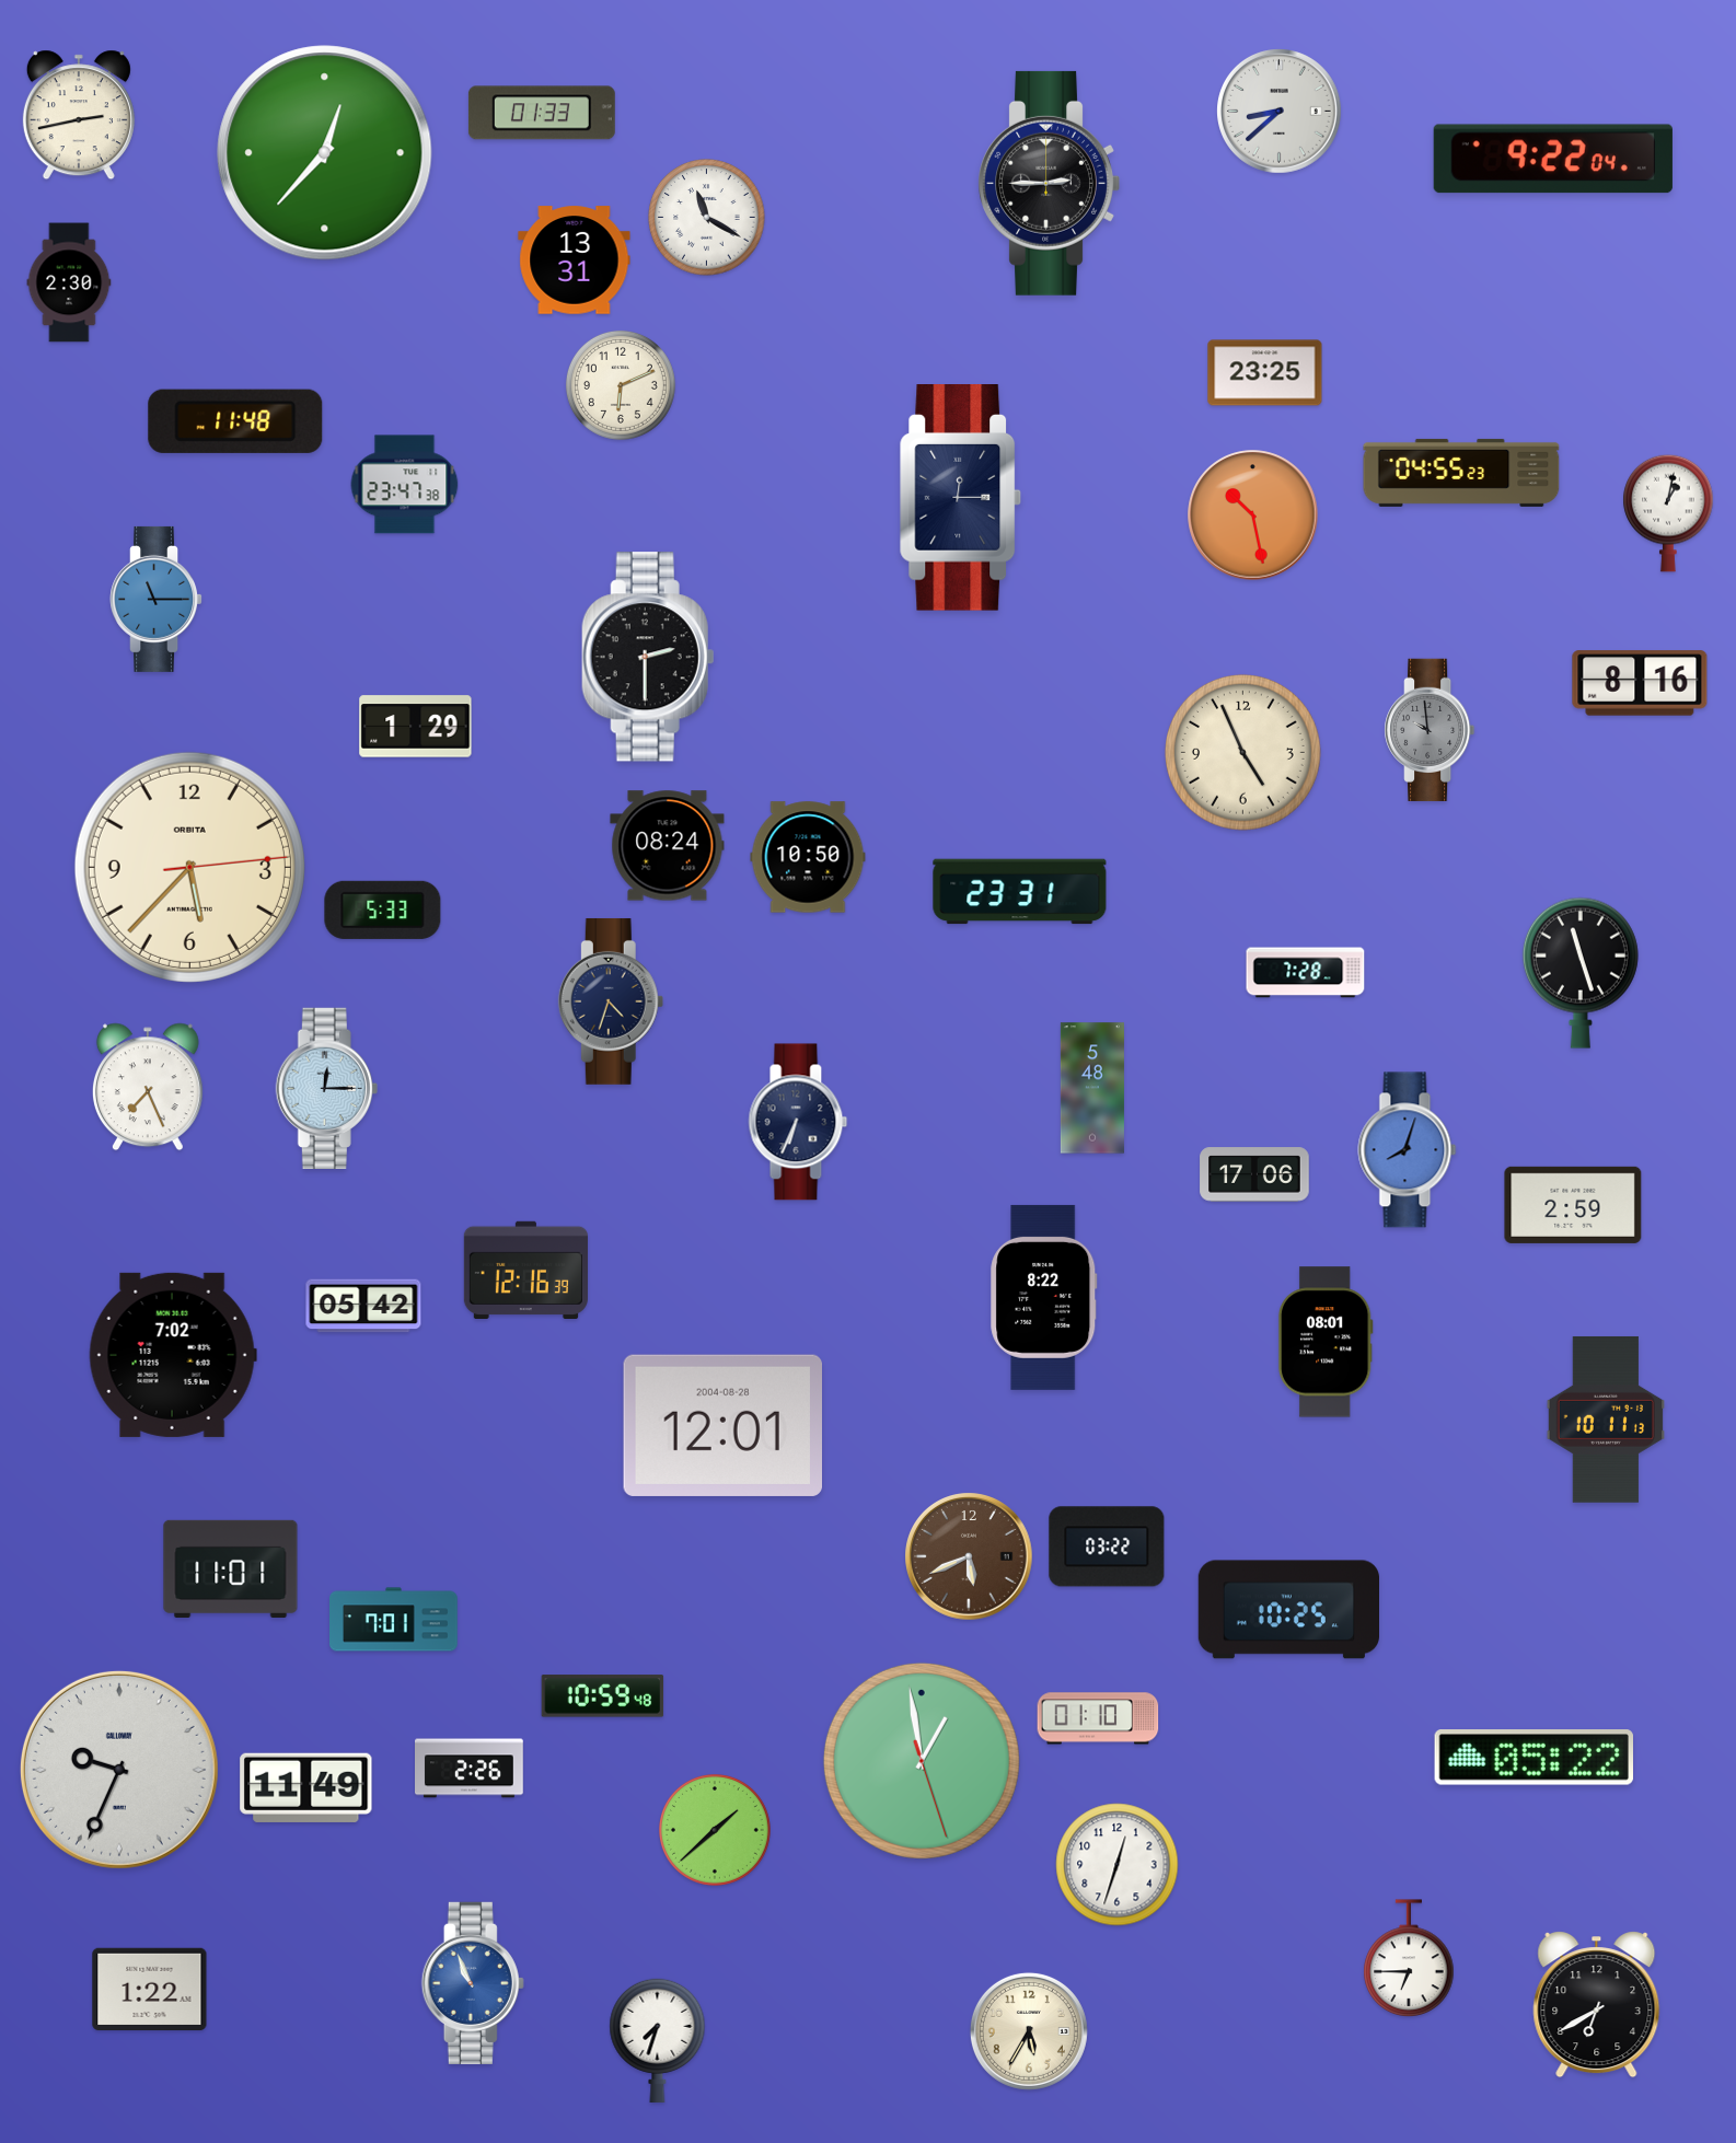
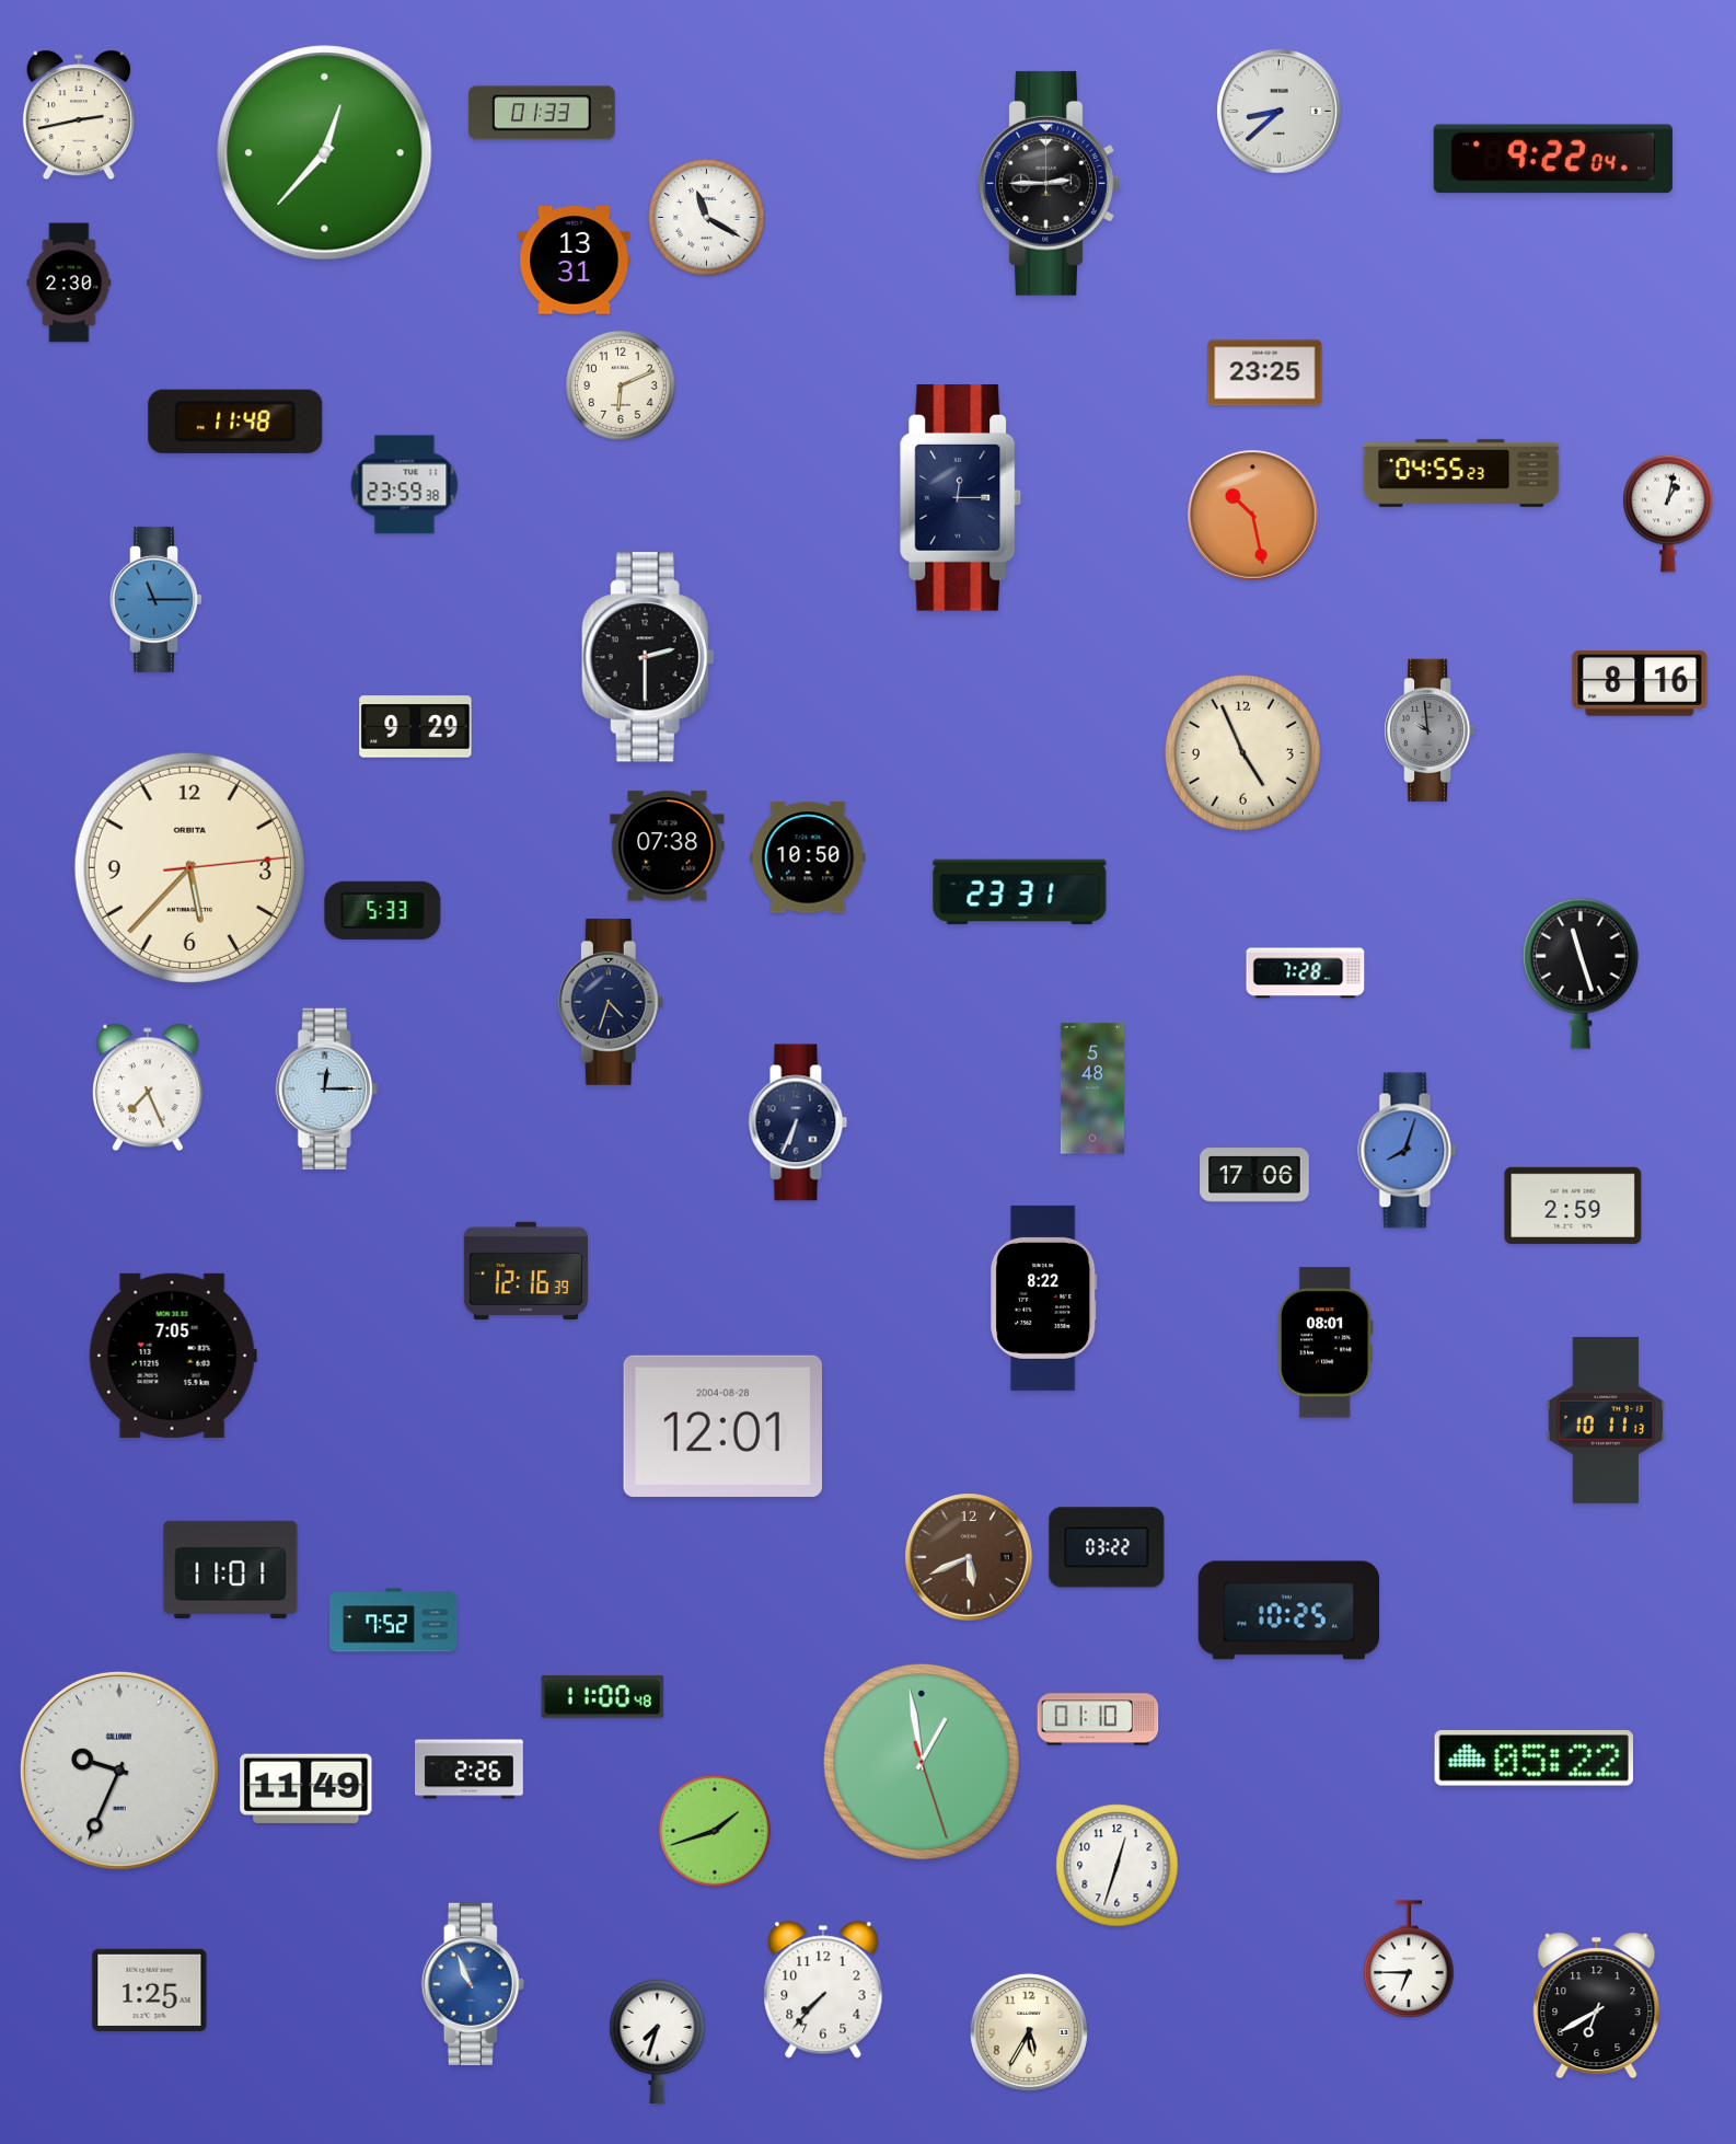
clock at (405, 485): 23:47 -> 23:59
clock at (416, 727): 1:29 -> 9:29
clock at (668, 846): 08:24 -> 07:38
clock at (363, 1306): 05:42 -> none
clock at (173, 1355): 7:02 -> 7:05
clock at (394, 1620): 7:01 -> 7:52
clock at (603, 1696): 10:59 -> 11:00
clock at (716, 1831): 1:38 -> 1:42
clock at (150, 1989): 1:22 -> 1:25
clock at (823, 1990): none -> 7:37
